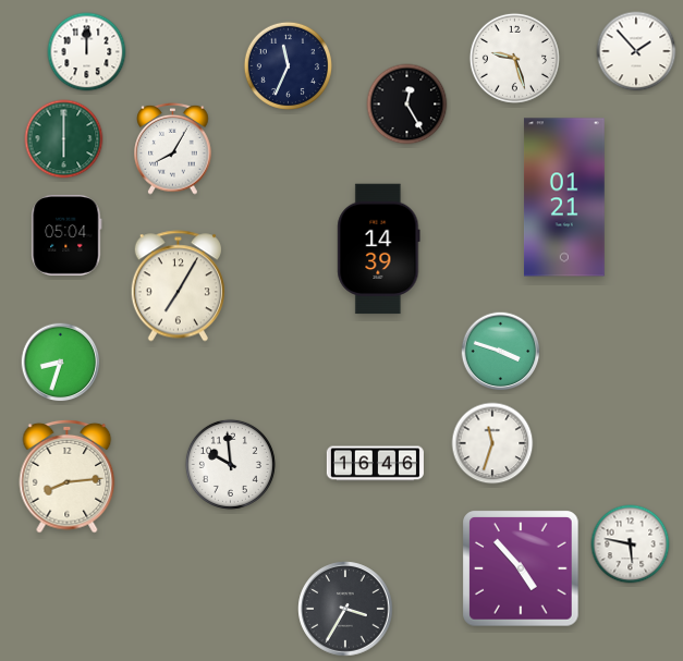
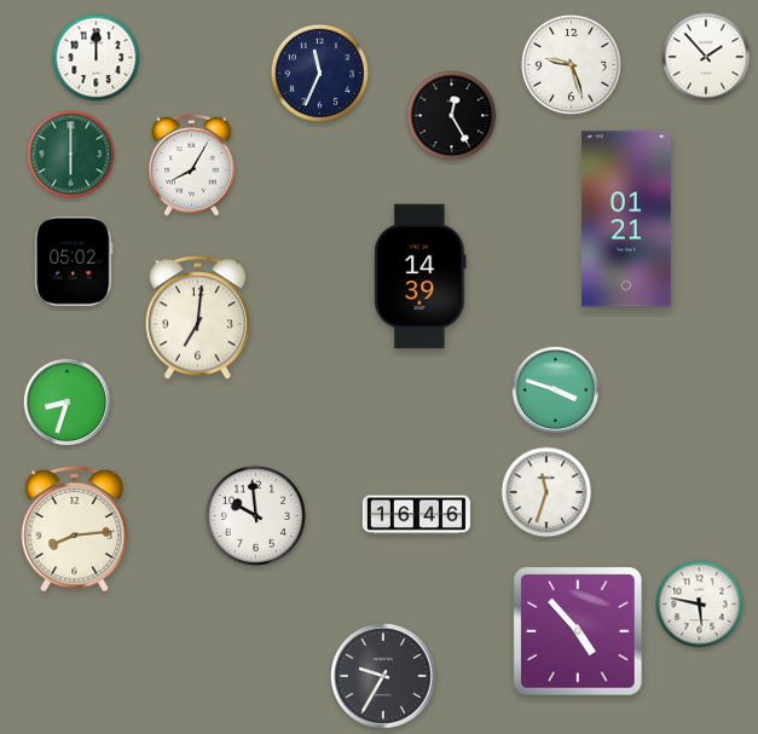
clock at (66, 235): 05:04 -> 05:02
clock at (178, 286): 7:05 -> 7:01
clock at (345, 609): 3:35 -> 9:35
